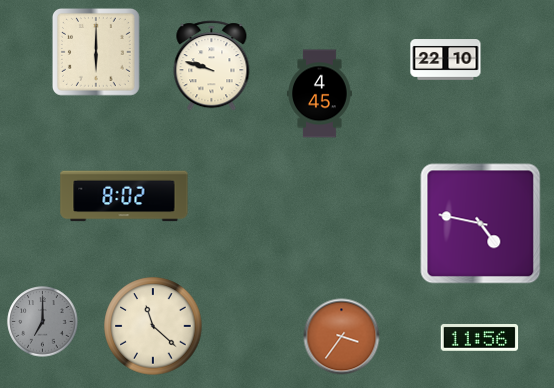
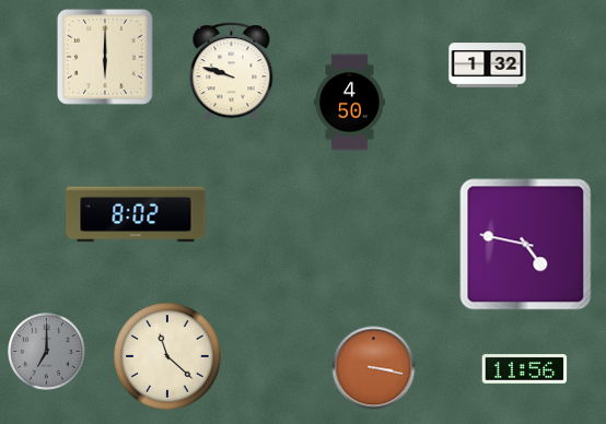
clock at (446, 60): 22:10 -> 1:32
clock at (320, 94): 4:45 -> 4:50
clock at (342, 337): 3:36 -> 3:17
